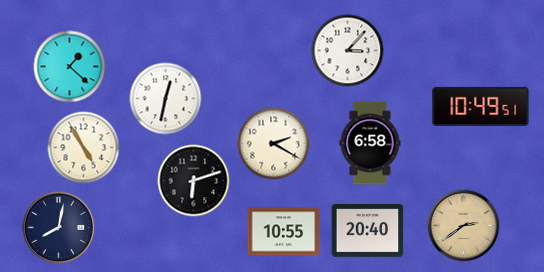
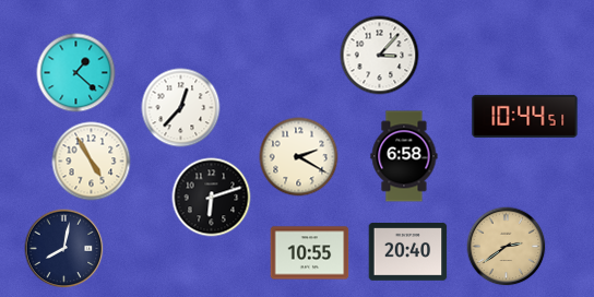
clock at (166, 99): 12:32 -> 12:37
clock at (481, 106): 10:49 -> 10:44
clock at (368, 231) position: (368, 231) -> (408, 252)
